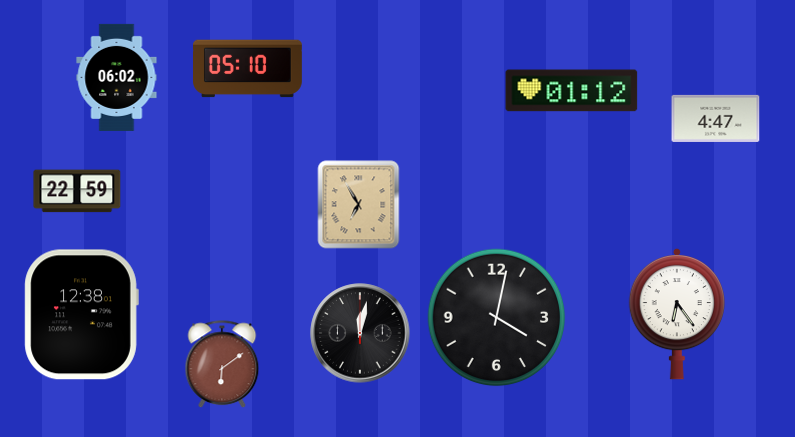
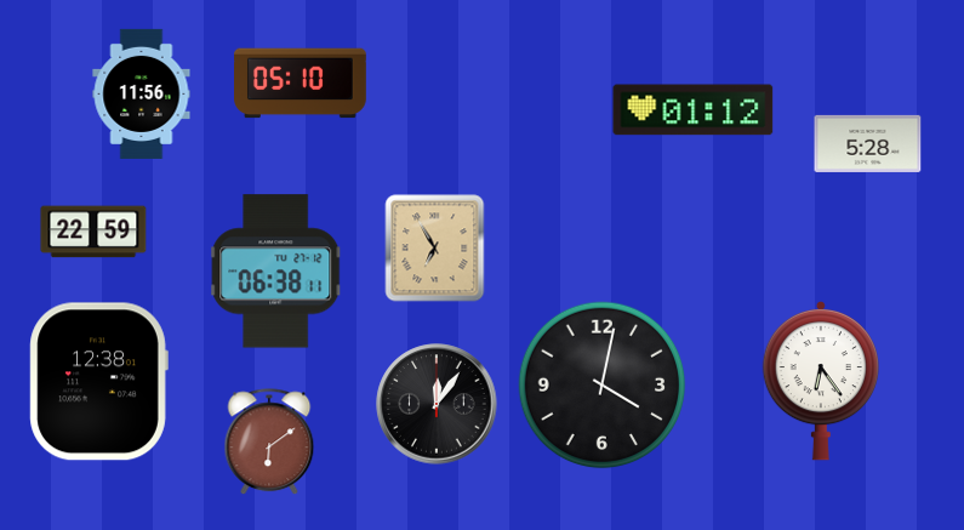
clock at (117, 77): 06:02 -> 11:56
clock at (716, 118): 4:47 -> 5:28
clock at (276, 272): none -> 06:38
clock at (360, 333): 12:02 -> 12:06
